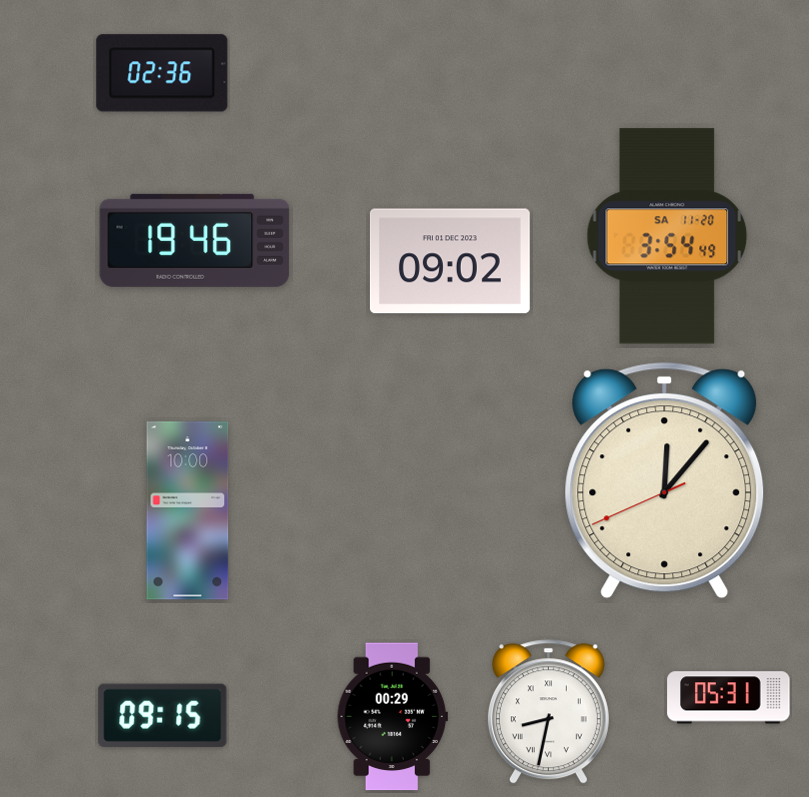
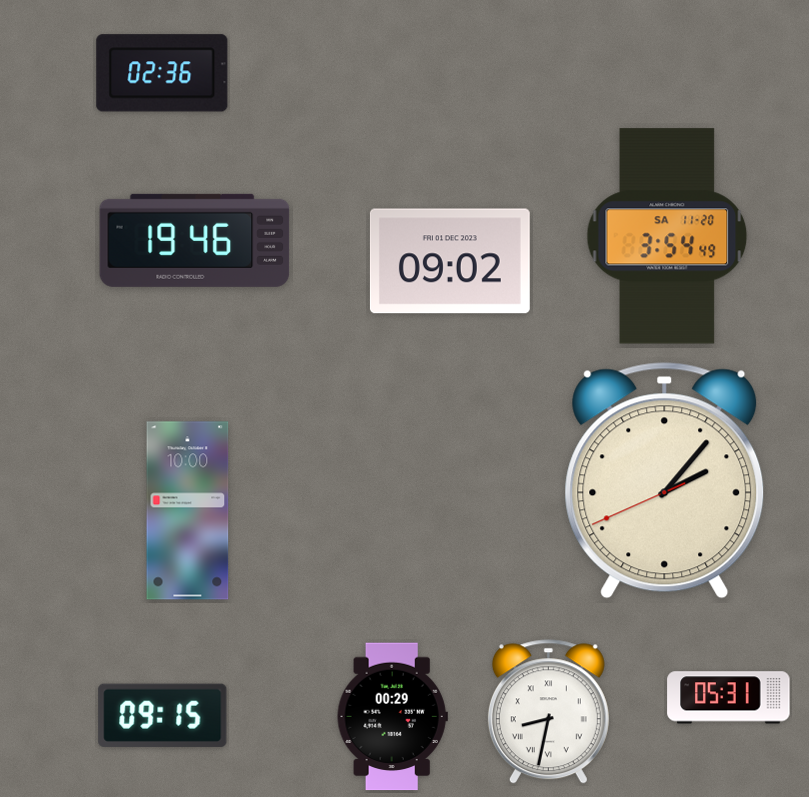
clock at (665, 481): 12:06 -> 2:06
